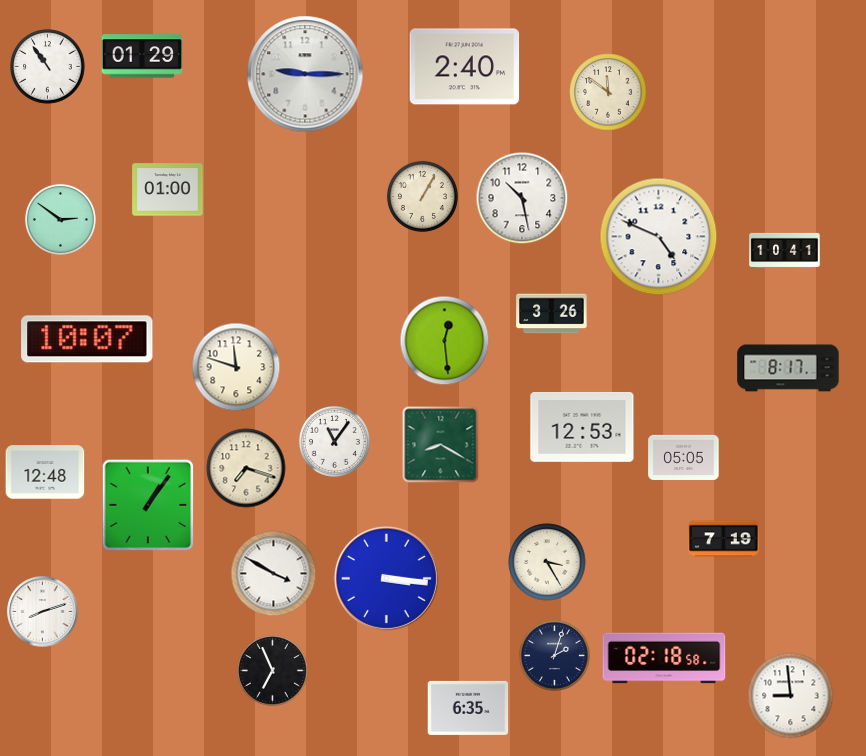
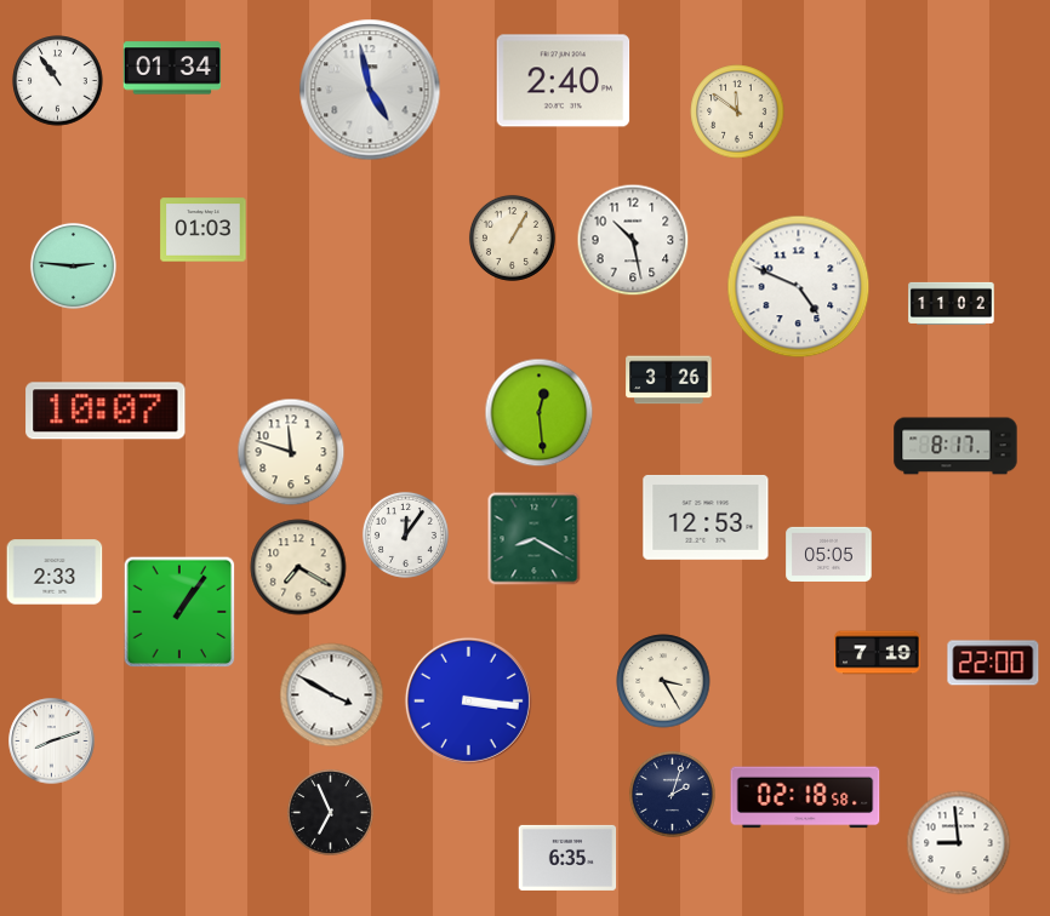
clock at (142, 56): 01:29 -> 01:34
clock at (305, 74): 9:15 -> 4:58
clock at (168, 190): 01:00 -> 01:03
clock at (60, 219): 2:51 -> 2:46
clock at (785, 250): 10:41 -> 11:02
clock at (236, 367) position: (236, 367) -> (291, 452)
clock at (334, 441): 11:06 -> 12:06
clock at (246, 468): 7:18 -> 7:20
clock at (45, 472): 12:48 -> 2:33
clock at (993, 663): none -> 22:00
